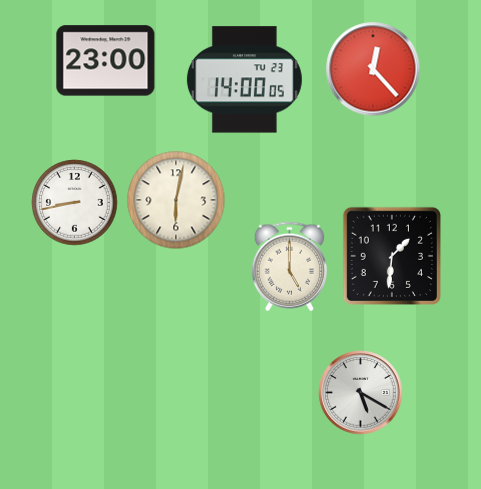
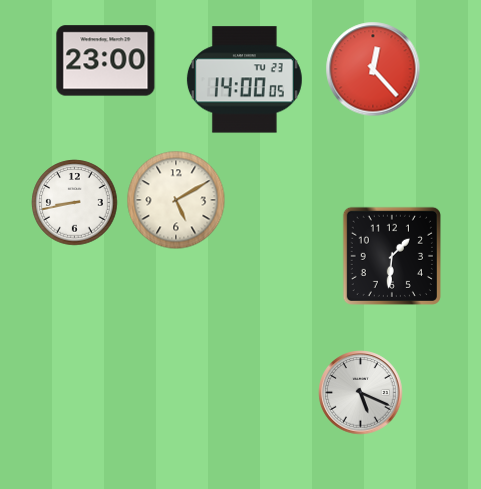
clock at (176, 200): 6:02 -> 5:10
clock at (289, 267): 5:00 -> none
clock at (361, 393): 5:20 -> 5:19
